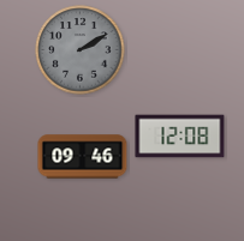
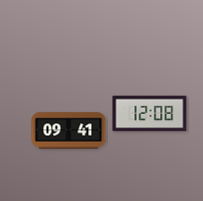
clock at (81, 50): 2:10 -> none
clock at (83, 157): 09:46 -> 09:41
